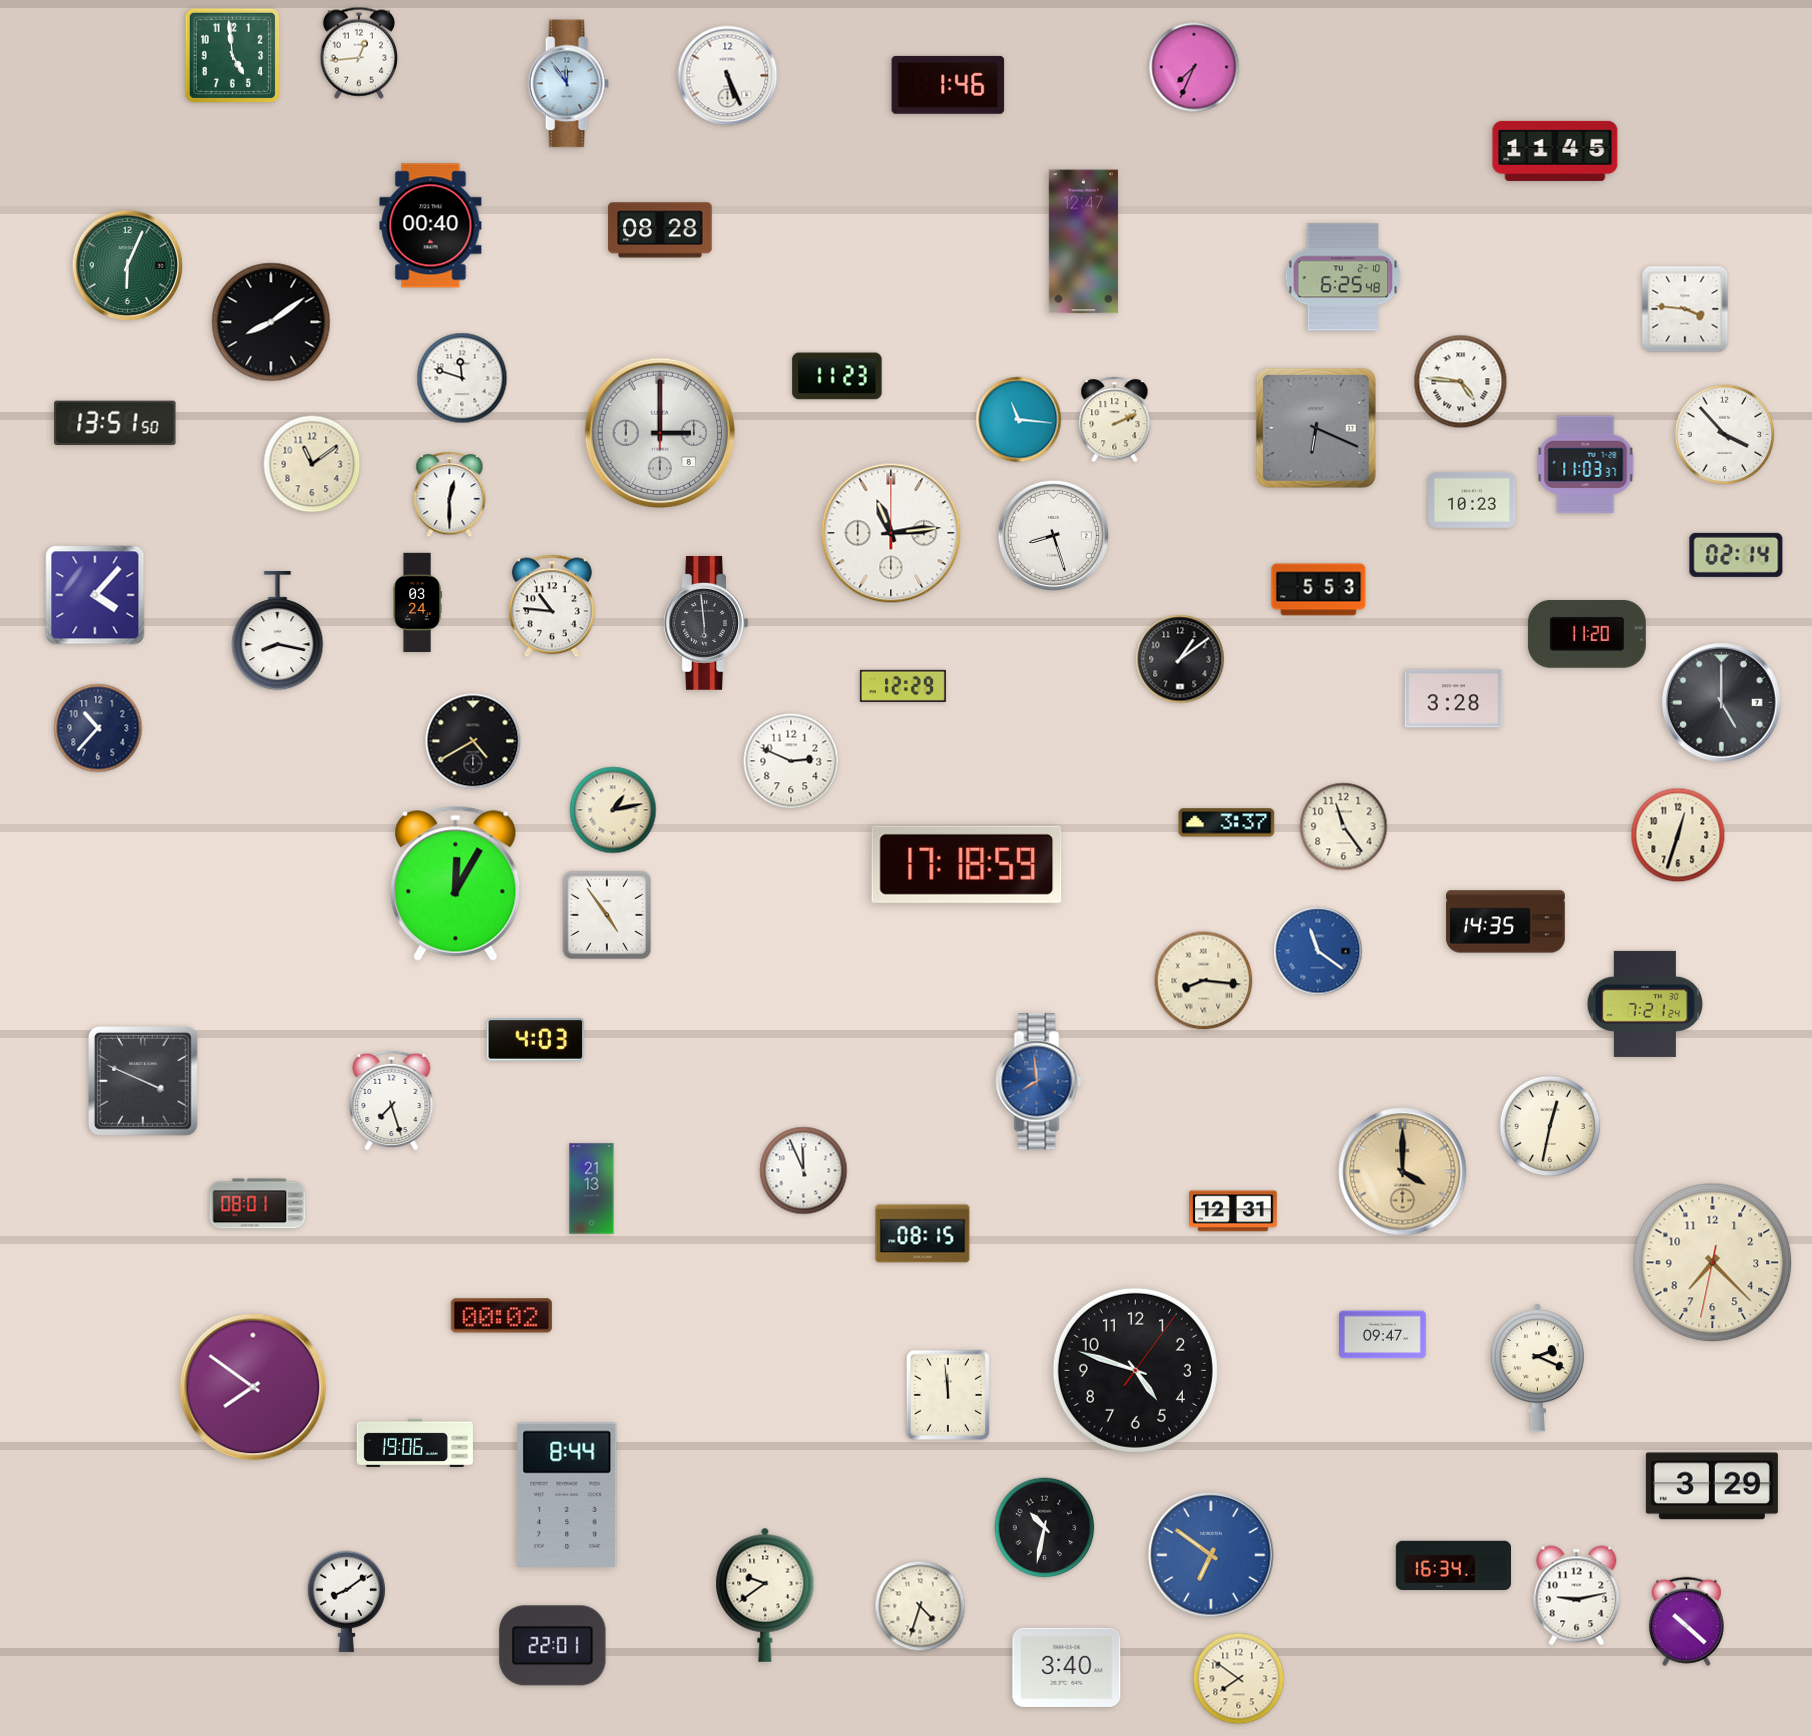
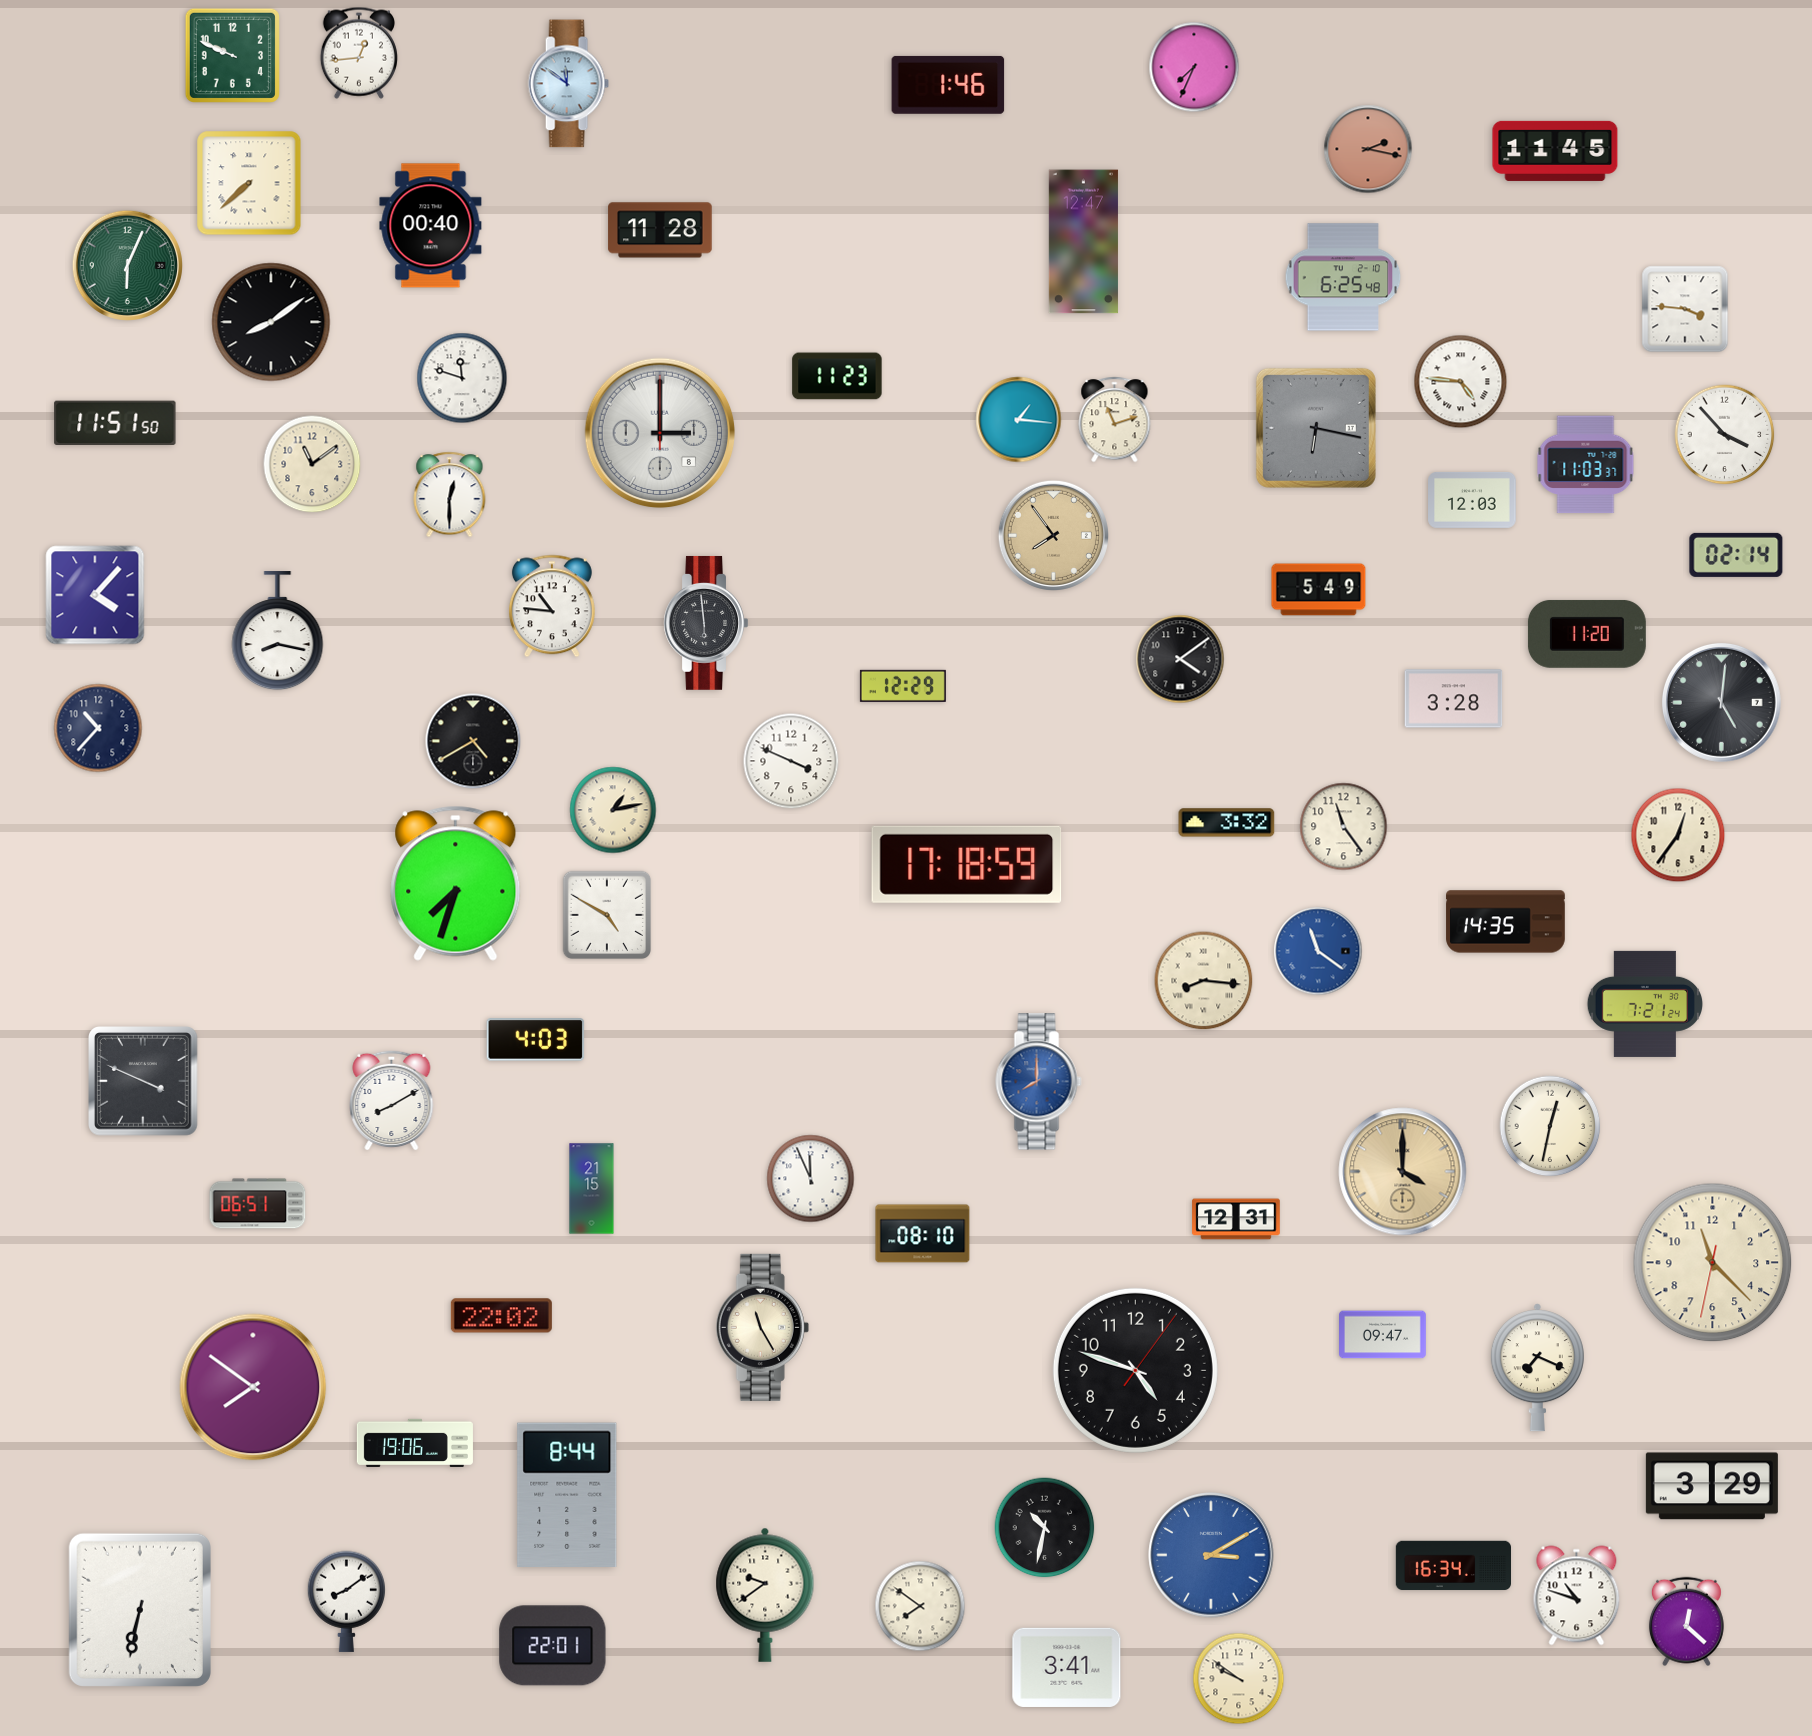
clock at (232, 55): 4:59 -> 9:49
clock at (728, 76): 5:26 -> none
clock at (568, 84): 11:54 -> 11:51
clock at (1368, 149): none -> 2:17
clock at (249, 183): none -> 7:38
clock at (660, 230): 08:28 -> 11:28
clock at (1019, 420): 11:16 -> 1:16
clock at (1115, 420): 2:11 -> 11:12
clock at (115, 423): 13:51 -> 11:51
clock at (1316, 428): 6:19 -> 6:17
clock at (1472, 500): 10:23 -> 12:03
clock at (891, 533): 11:14 -> none
clock at (1053, 535): 8:27 -> 7:54
clock at (1053, 535) dial: white -> champagne
clock at (1319, 590): 5:53 -> 5:49
clock at (417, 603): 03:24 -> none
clock at (1180, 659): 1:09 -> 4:09
clock at (1721, 702): 5:00 -> 5:01
clock at (791, 761): 2:49 -> 3:49
clock at (1227, 823): 3:37 -> 3:32
clock at (1678, 835): 12:33 -> 12:36
clock at (456, 883): 12:05 -> 7:33
clock at (607, 915): 4:54 -> 4:50
clock at (1039, 1082): 7:59 -> 8:00
clock at (392, 1100): 7:27 -> 8:10
clock at (804, 1171) position: (804, 1171) -> (811, 1179)
clock at (592, 1189): 21:13 -> 21:15
clock at (258, 1204): 08:01 -> 06:51
clock at (1233, 1211) position: (1233, 1211) -> (1236, 1219)
clock at (923, 1234): 08:15 -> 08:10
clock at (1713, 1263): 7:22 -> 11:22
clock at (501, 1316): 00:02 -> 22:02
clock at (762, 1327): none -> 11:25
clock at (1537, 1368): 2:19 -> 7:19
clock at (948, 1395): 11:59 -> none
clock at (1211, 1555): 6:51 -> 3:10
clock at (1577, 1596): 9:13 -> 10:48
clock at (920, 1606): 4:33 -> 7:51
clock at (140, 1610): none -> 6:32
clock at (1686, 1622): 10:22 -> 12:22
clock at (1067, 1667): 3:40 -> 3:41
clock at (1239, 1679): 7:51 -> 9:51
